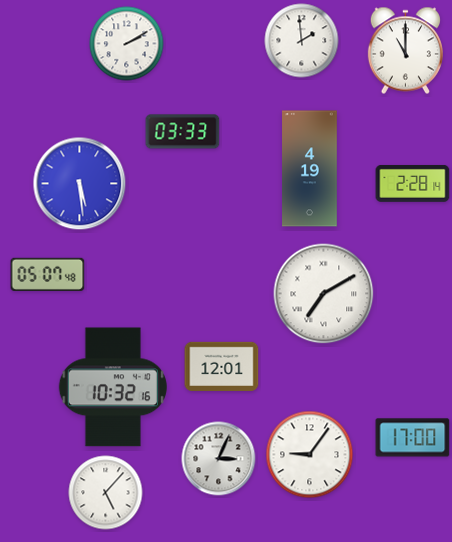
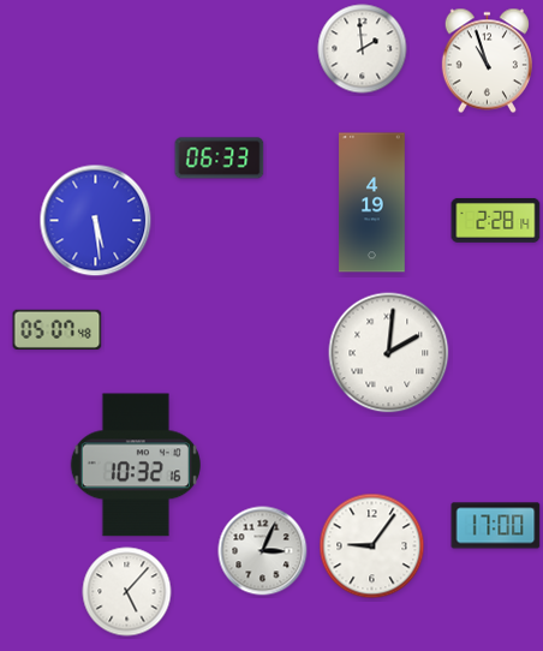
clock at (127, 44): 2:10 -> none
clock at (405, 51): 11:00 -> 10:57
clock at (183, 132): 03:33 -> 06:33
clock at (324, 294): 7:10 -> 2:01
clock at (222, 366): 12:01 -> none
